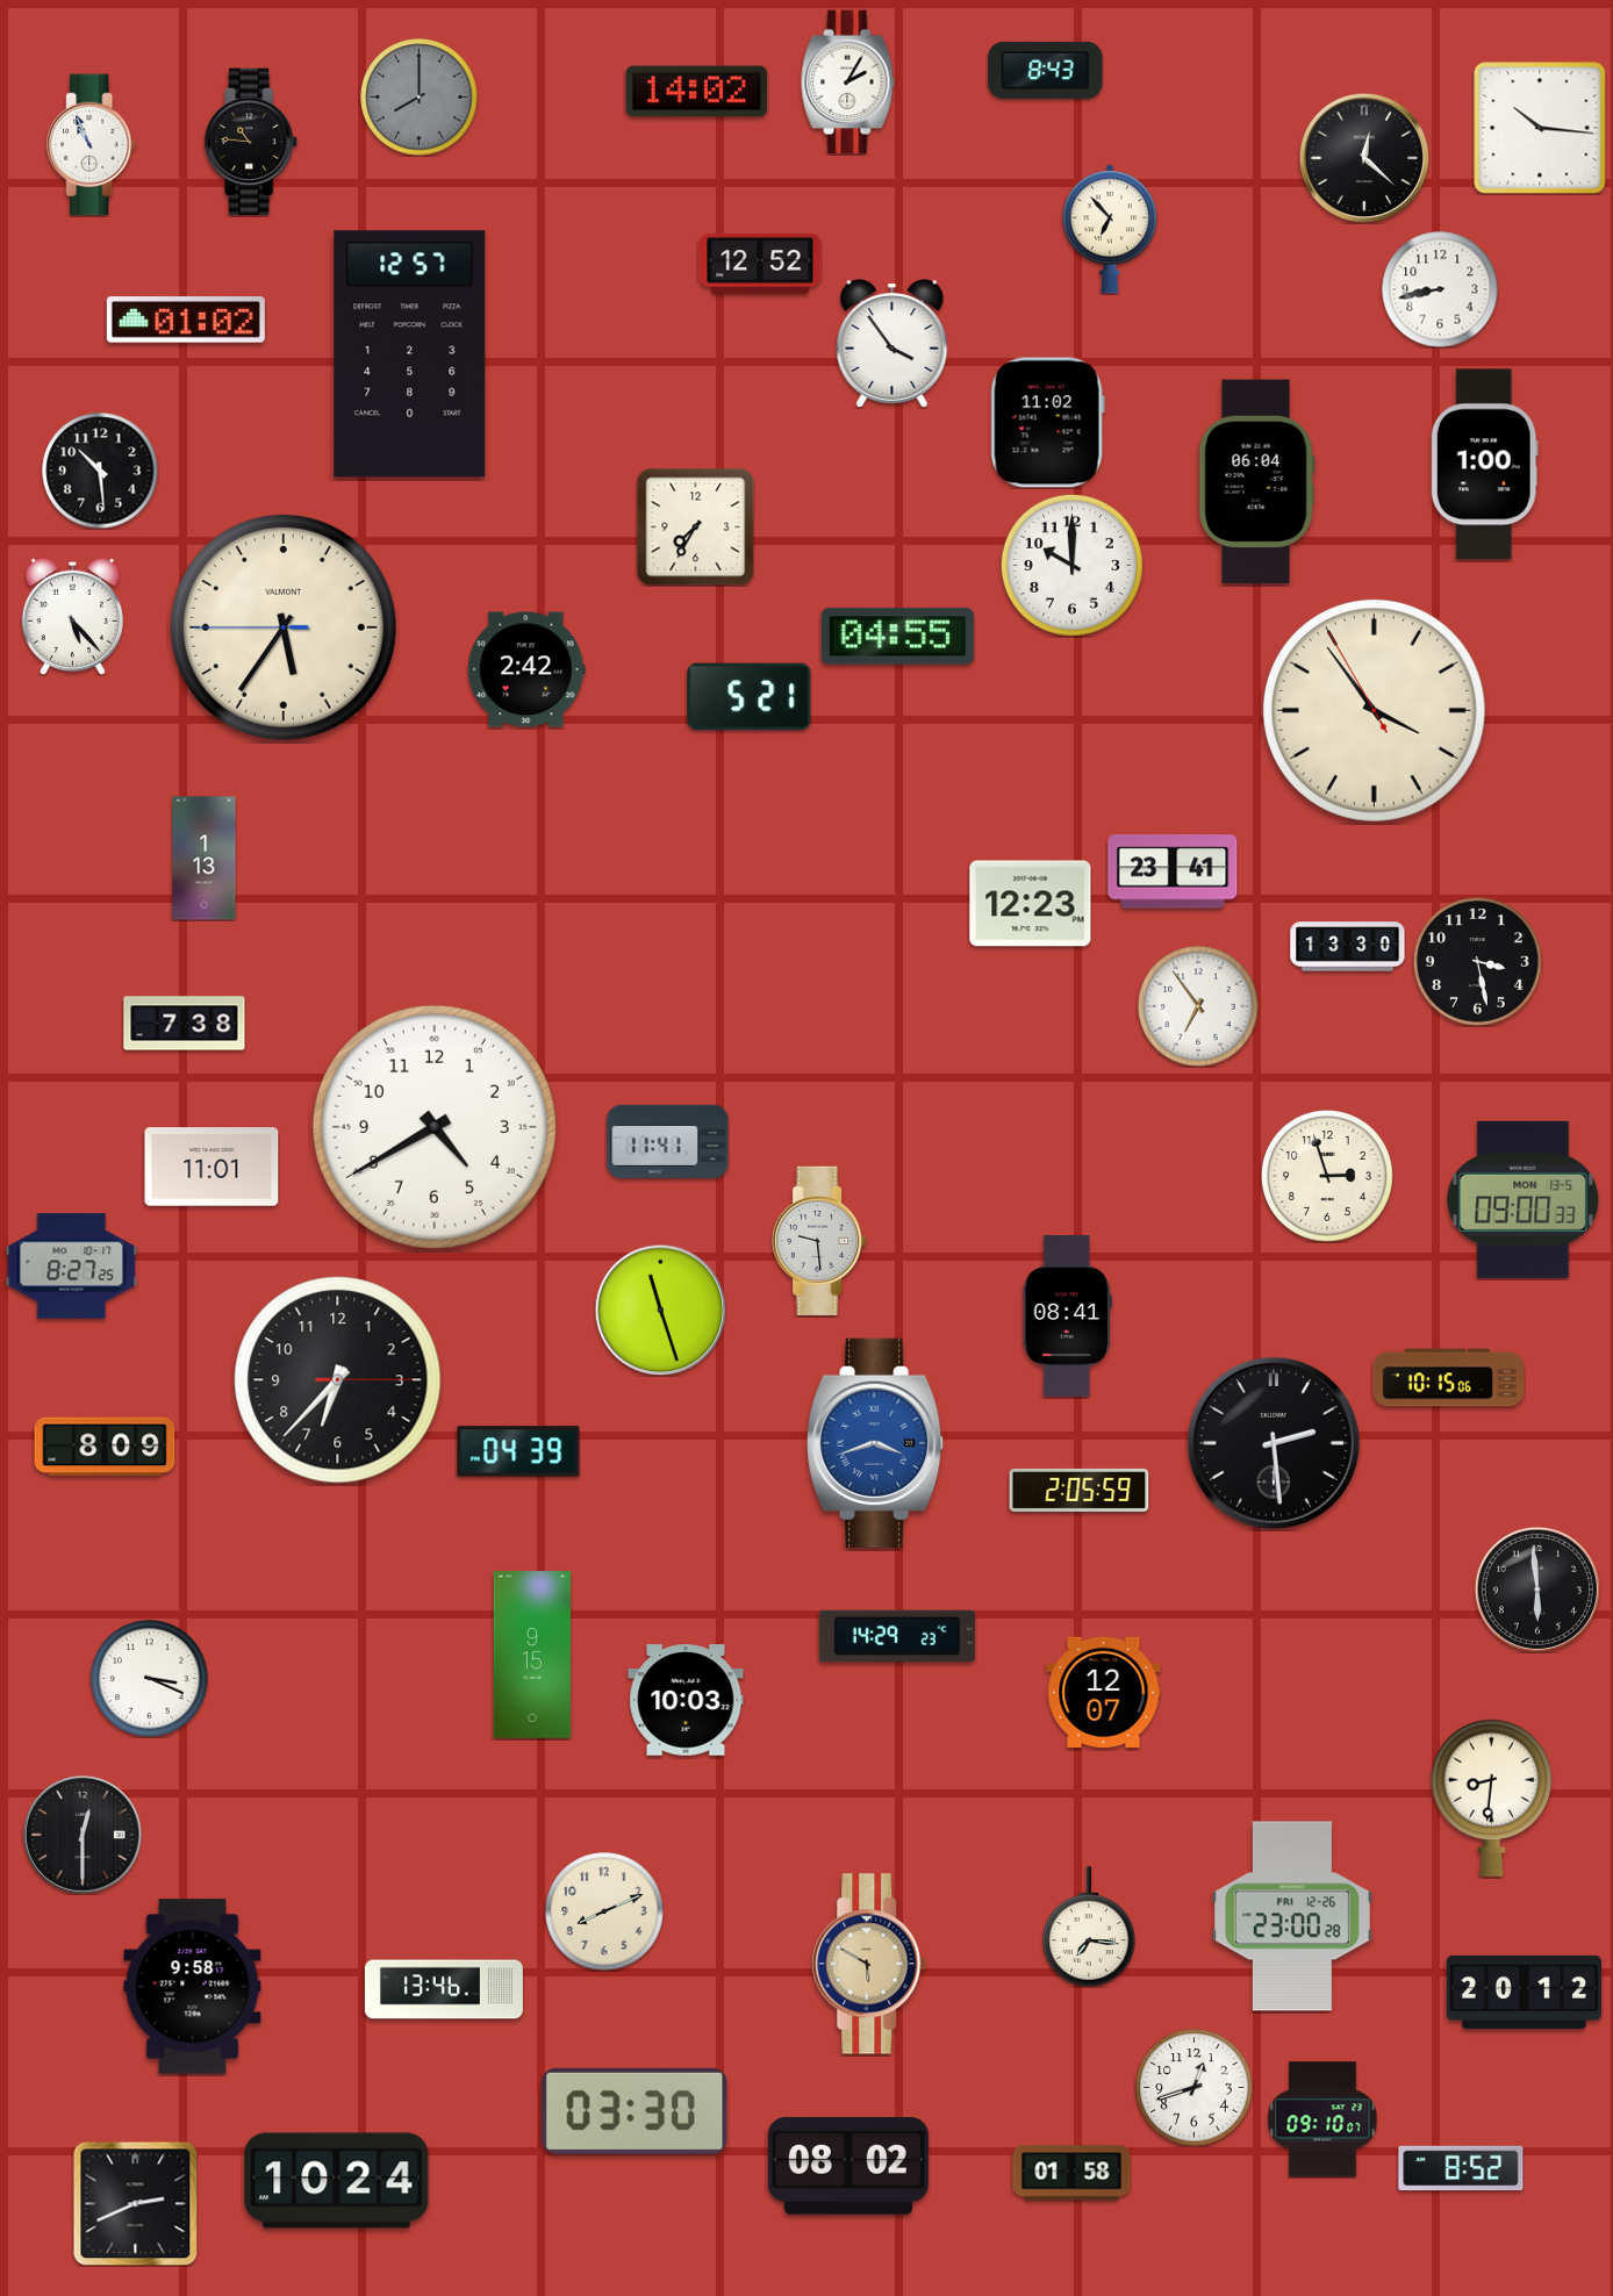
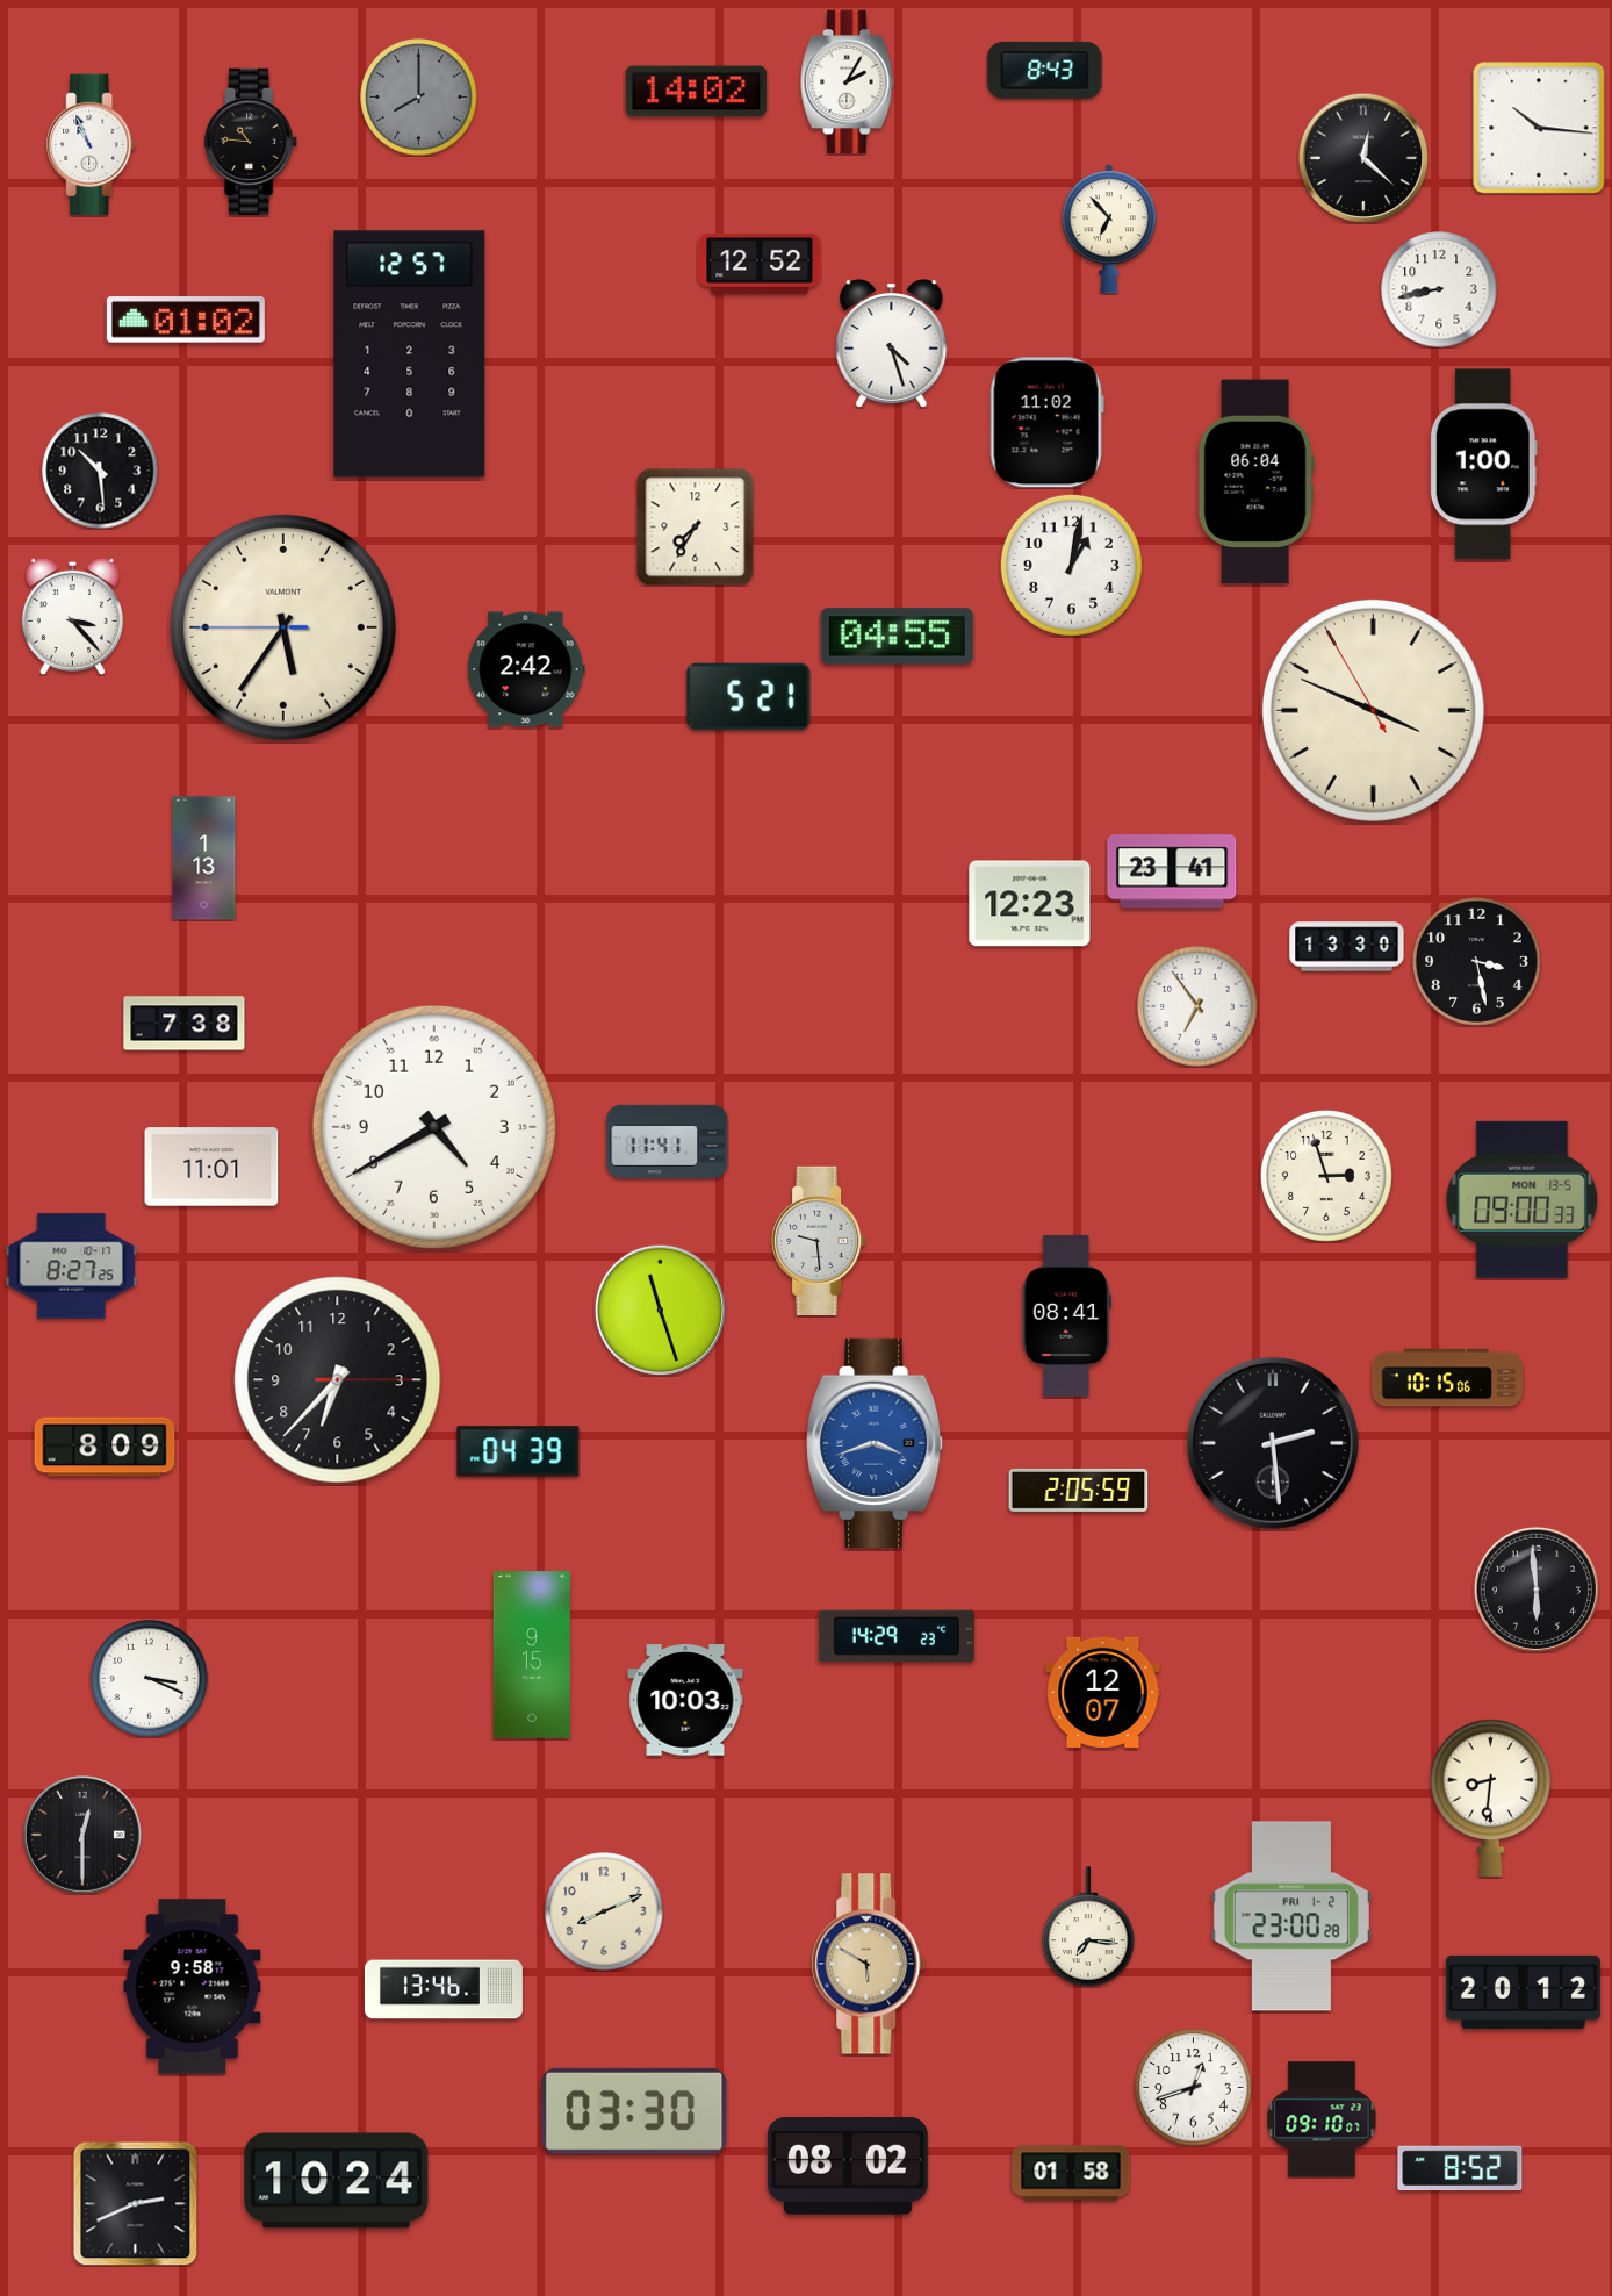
clock at (892, 344): 3:54 -> 4:27
clock at (1071, 565): 10:00 -> 1:02
clock at (72, 616): 5:23 -> 3:23
clock at (1374, 710): 3:53 -> 3:48
clock at (1292, 1916) date: FRI 12-26 -> FRI 1-2
